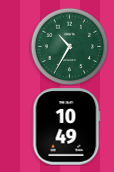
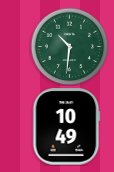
clock at (69, 46): 10:35 -> 10:31
